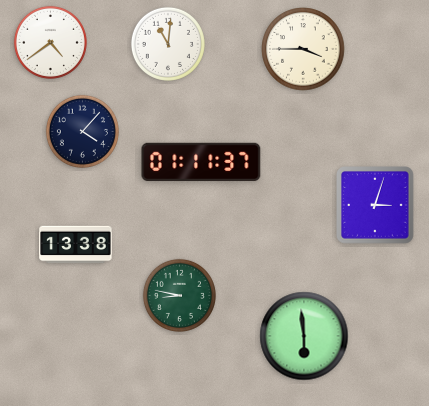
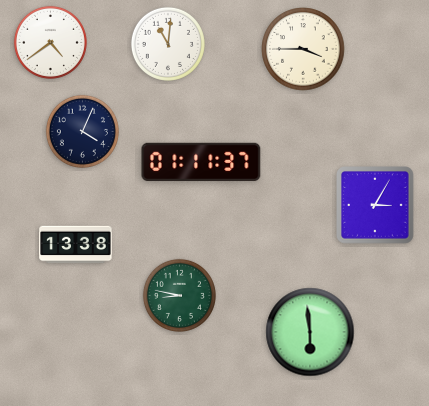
clock at (82, 131): 4:07 -> 4:04
clock at (376, 206): 3:03 -> 3:05
clock at (304, 336) position: (304, 336) -> (310, 332)
